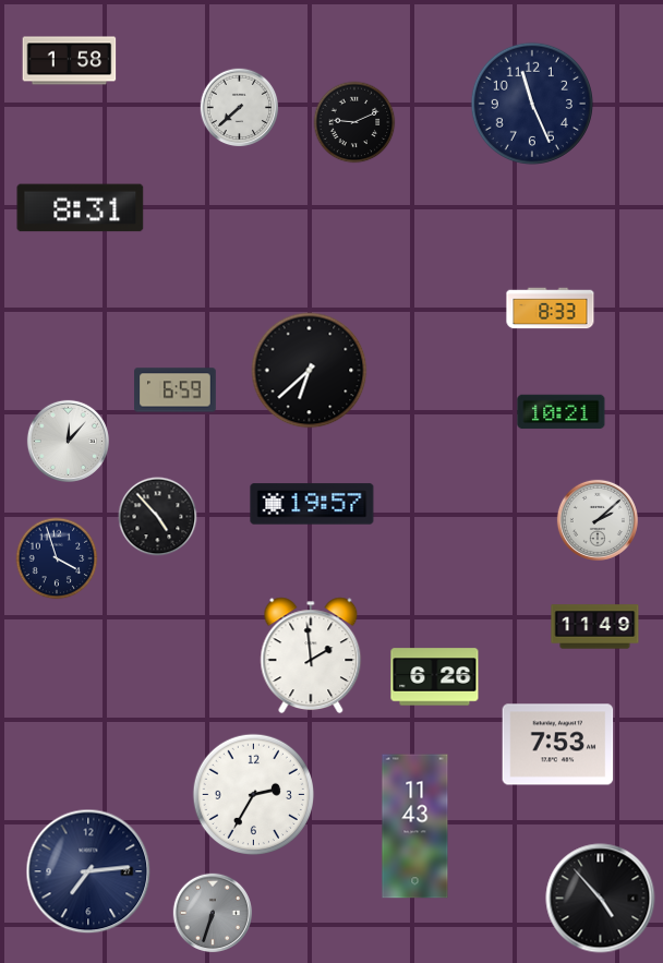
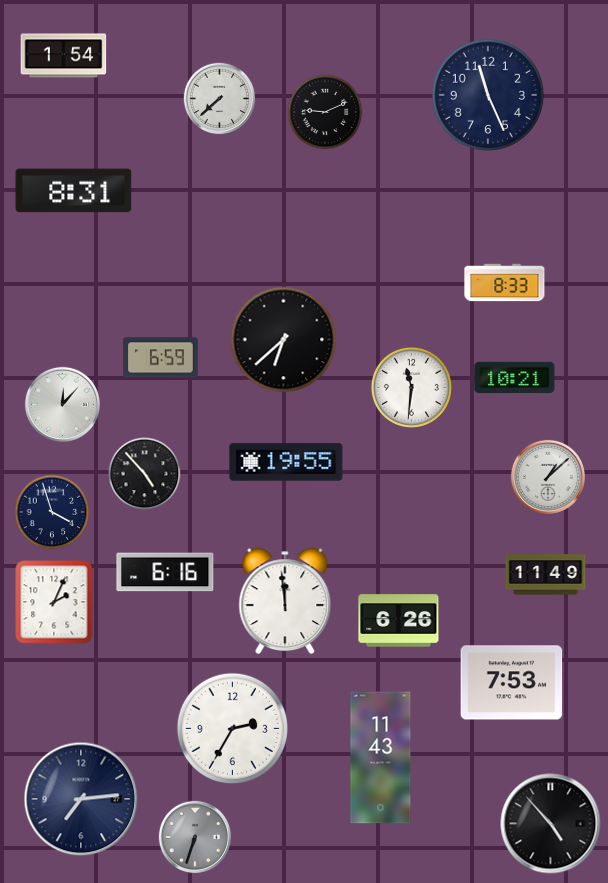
clock at (70, 61): 1:58 -> 1:54
clock at (411, 387): none -> 11:31
clock at (312, 504): 19:57 -> 19:55
clock at (598, 520): 2:08 -> 1:08
clock at (165, 572): none -> 6:16
clock at (311, 655): 1:59 -> 11:59
clock at (54, 602): none -> 2:04
